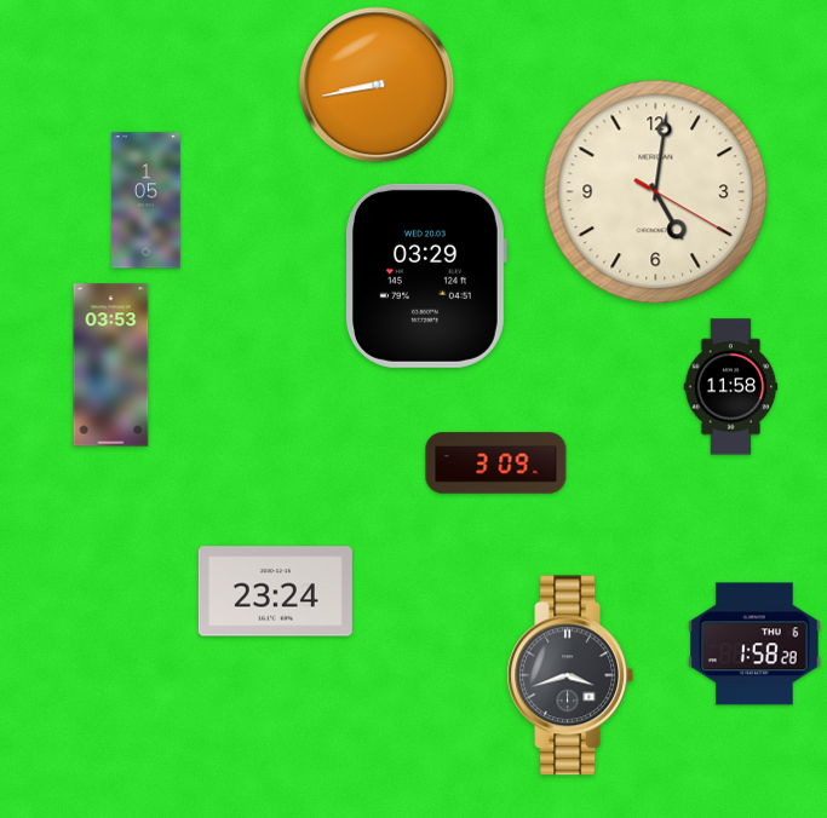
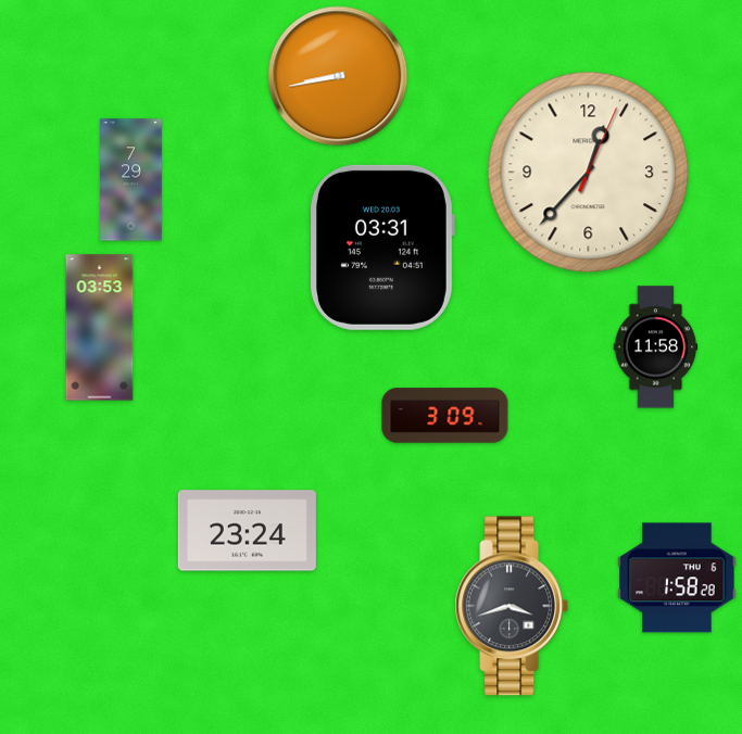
clock at (656, 192): 5:01 -> 12:37
clock at (147, 201): 1:05 -> 7:29
clock at (426, 276): 03:29 -> 03:31
